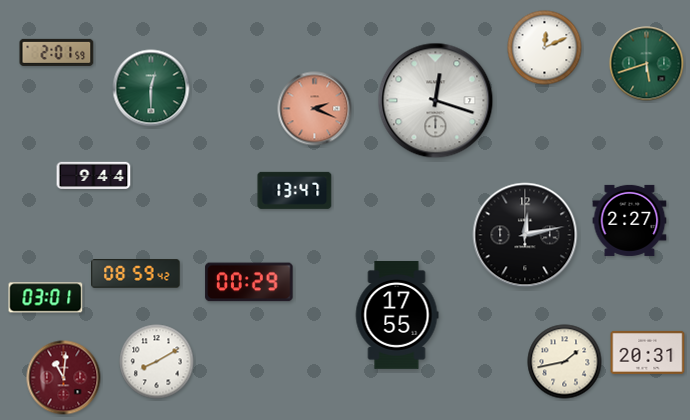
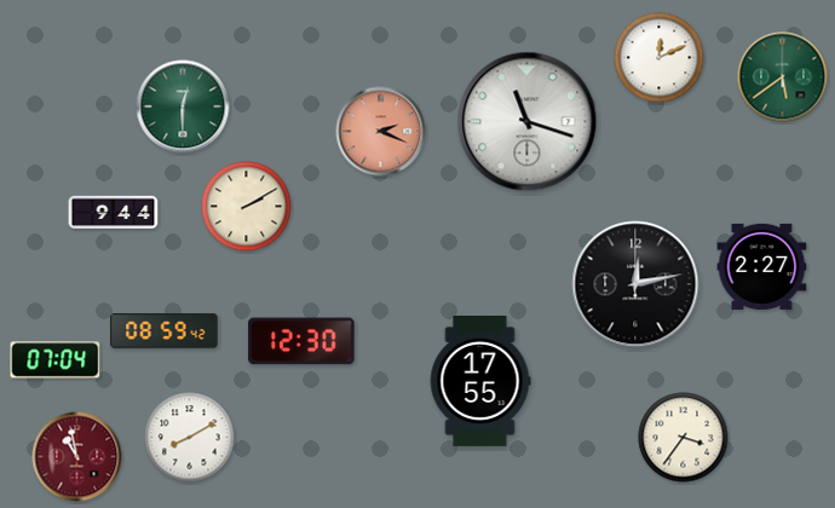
clock at (57, 52): 2:01 -> none
clock at (647, 64): 5:42 -> 5:39
clock at (436, 101): 12:18 -> 11:18
clock at (247, 207): none -> 2:10
clock at (295, 190): 13:47 -> none
clock at (249, 282): 00:29 -> 12:30
clock at (46, 298): 03:01 -> 07:04
clock at (648, 352): 20:31 -> none
clock at (565, 362): 1:43 -> 3:36
clock at (64, 378): 11:01 -> 10:58
